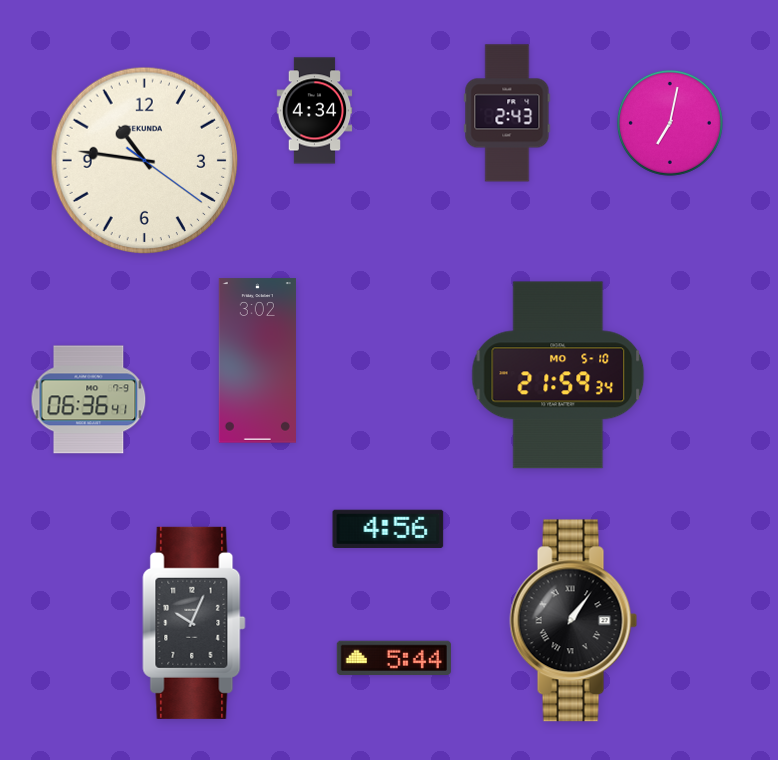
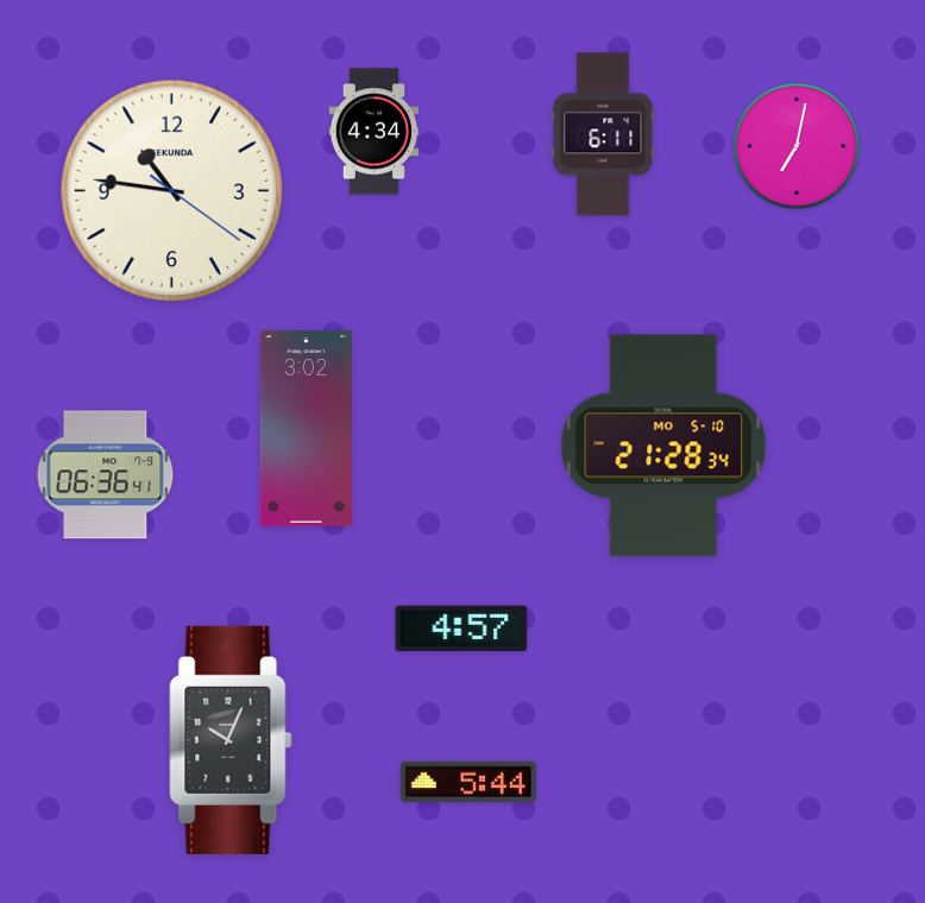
clock at (507, 113): 2:43 -> 6:11
clock at (558, 375): 21:59 -> 21:28
clock at (388, 528): 4:56 -> 4:57
clock at (574, 621): 1:06 -> none
